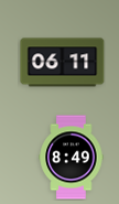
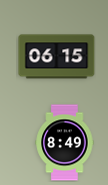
clock at (63, 63): 06:11 -> 06:15
